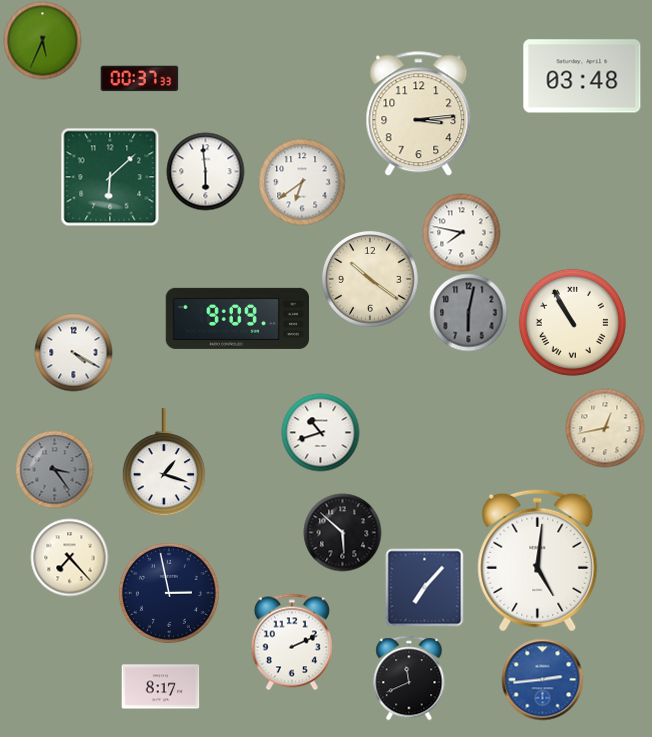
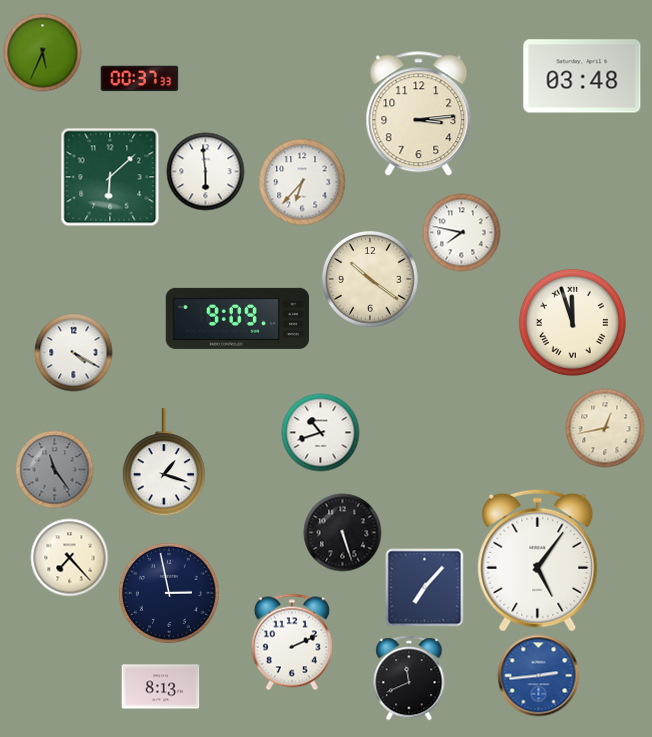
clock at (42, 40) position: (42, 40) -> (42, 52)
clock at (302, 182): 6:39 -> 6:37
clock at (468, 312): 6:02 -> none
clock at (572, 322): 10:55 -> 11:57
clock at (54, 469): 3:24 -> 11:24
clock at (342, 532): 5:52 -> 5:27
clock at (538, 560): 5:01 -> 5:06
clock at (542, 679) position: (542, 679) -> (538, 675)
clock at (160, 687): 8:17 -> 8:13
